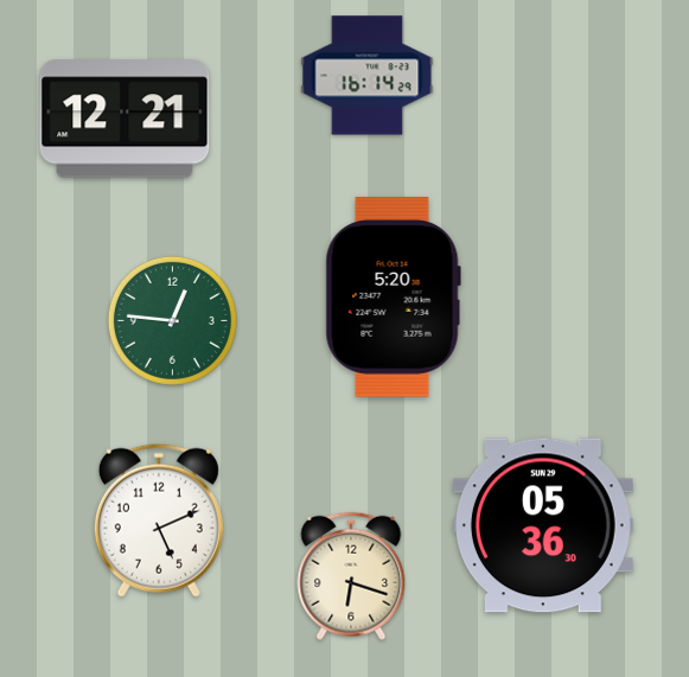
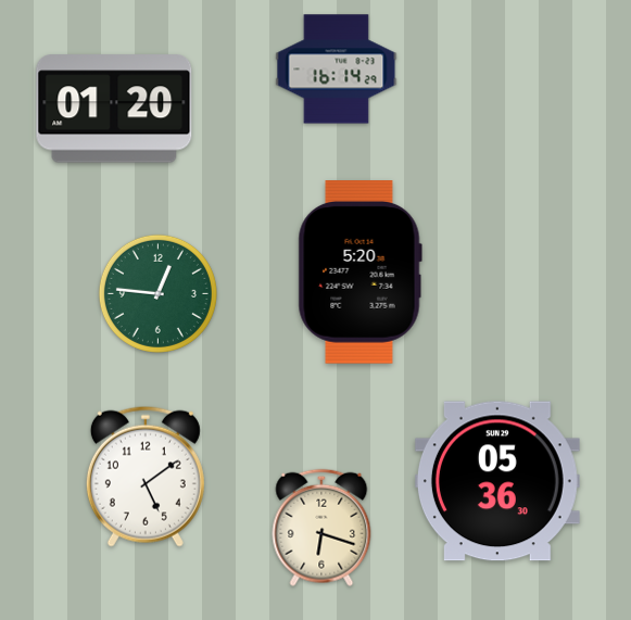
clock at (125, 119): 12:21 -> 01:20
clock at (159, 520): 5:11 -> 5:09
